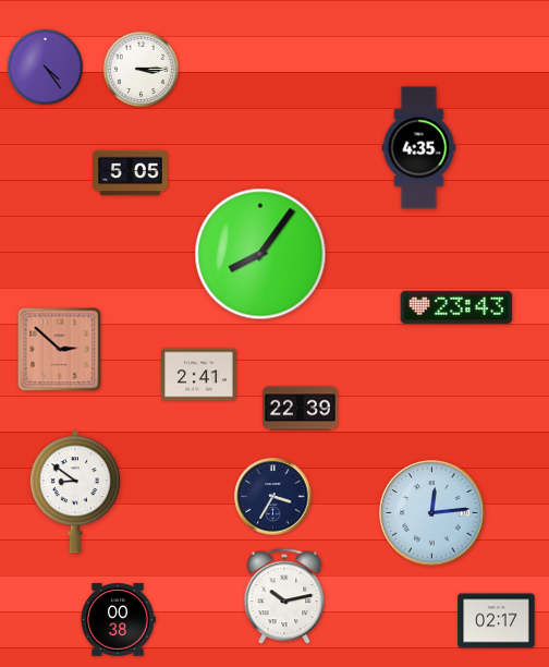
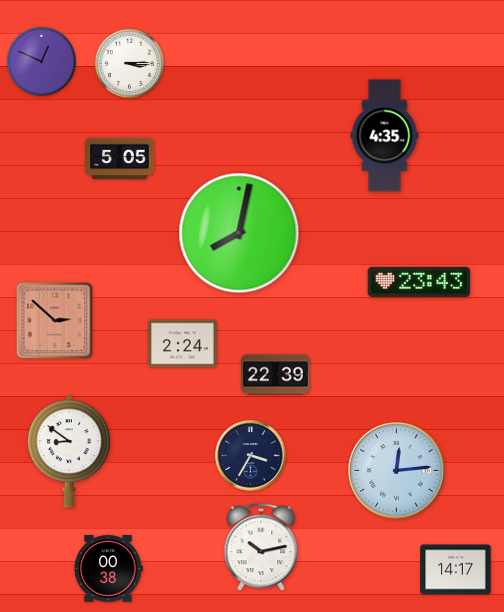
clock at (45, 66): 4:24 -> 12:49
clock at (260, 254): 8:06 -> 8:02
clock at (199, 375): 2:41 -> 2:24
clock at (497, 621): 02:17 -> 14:17
